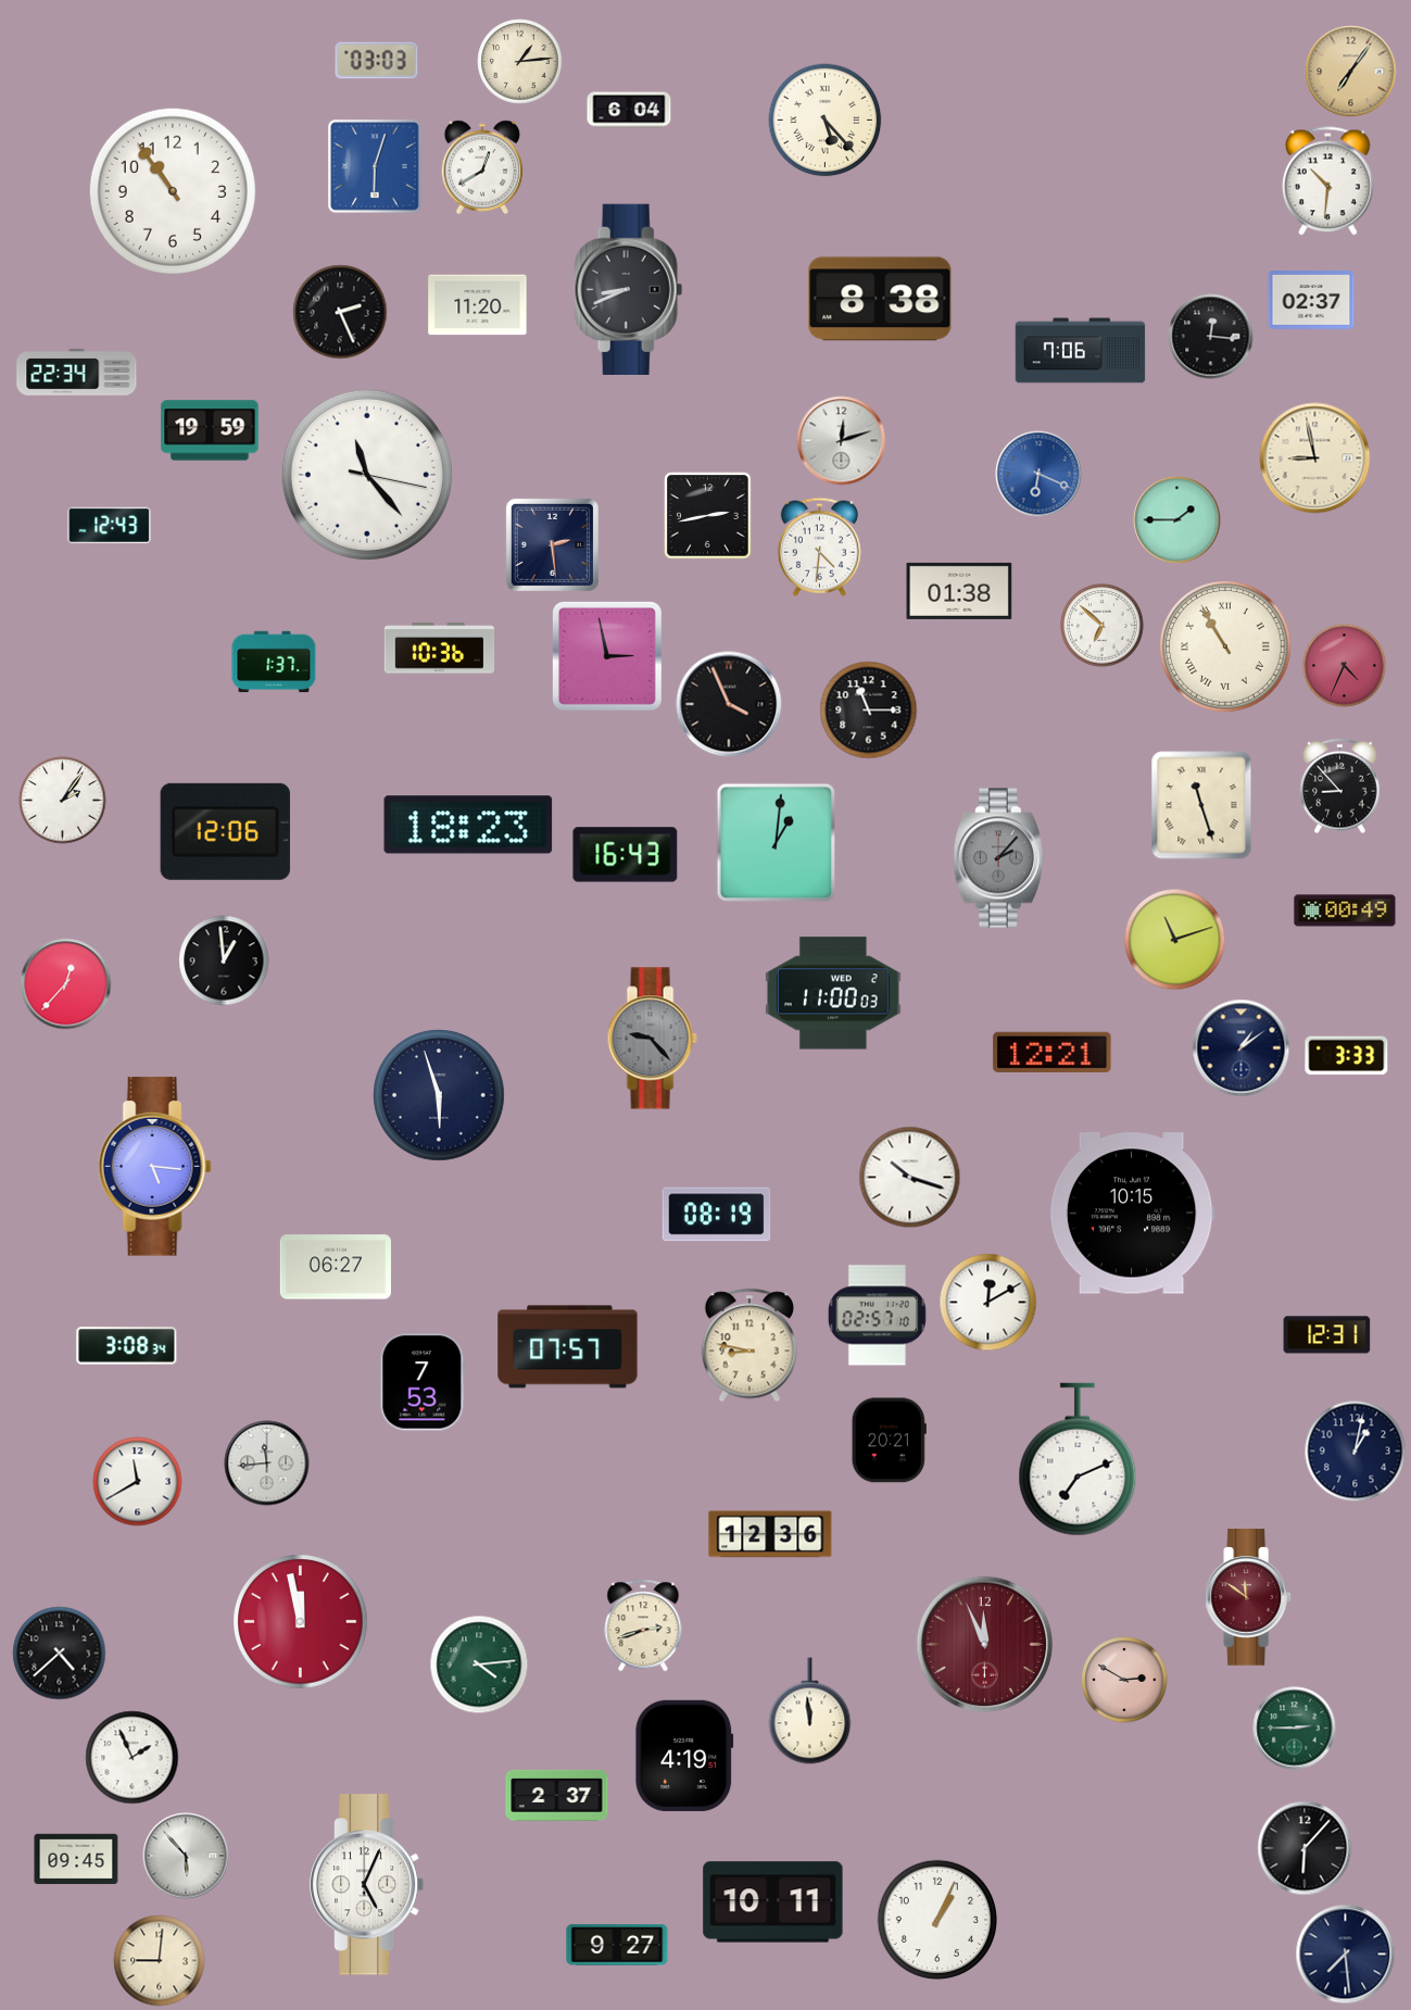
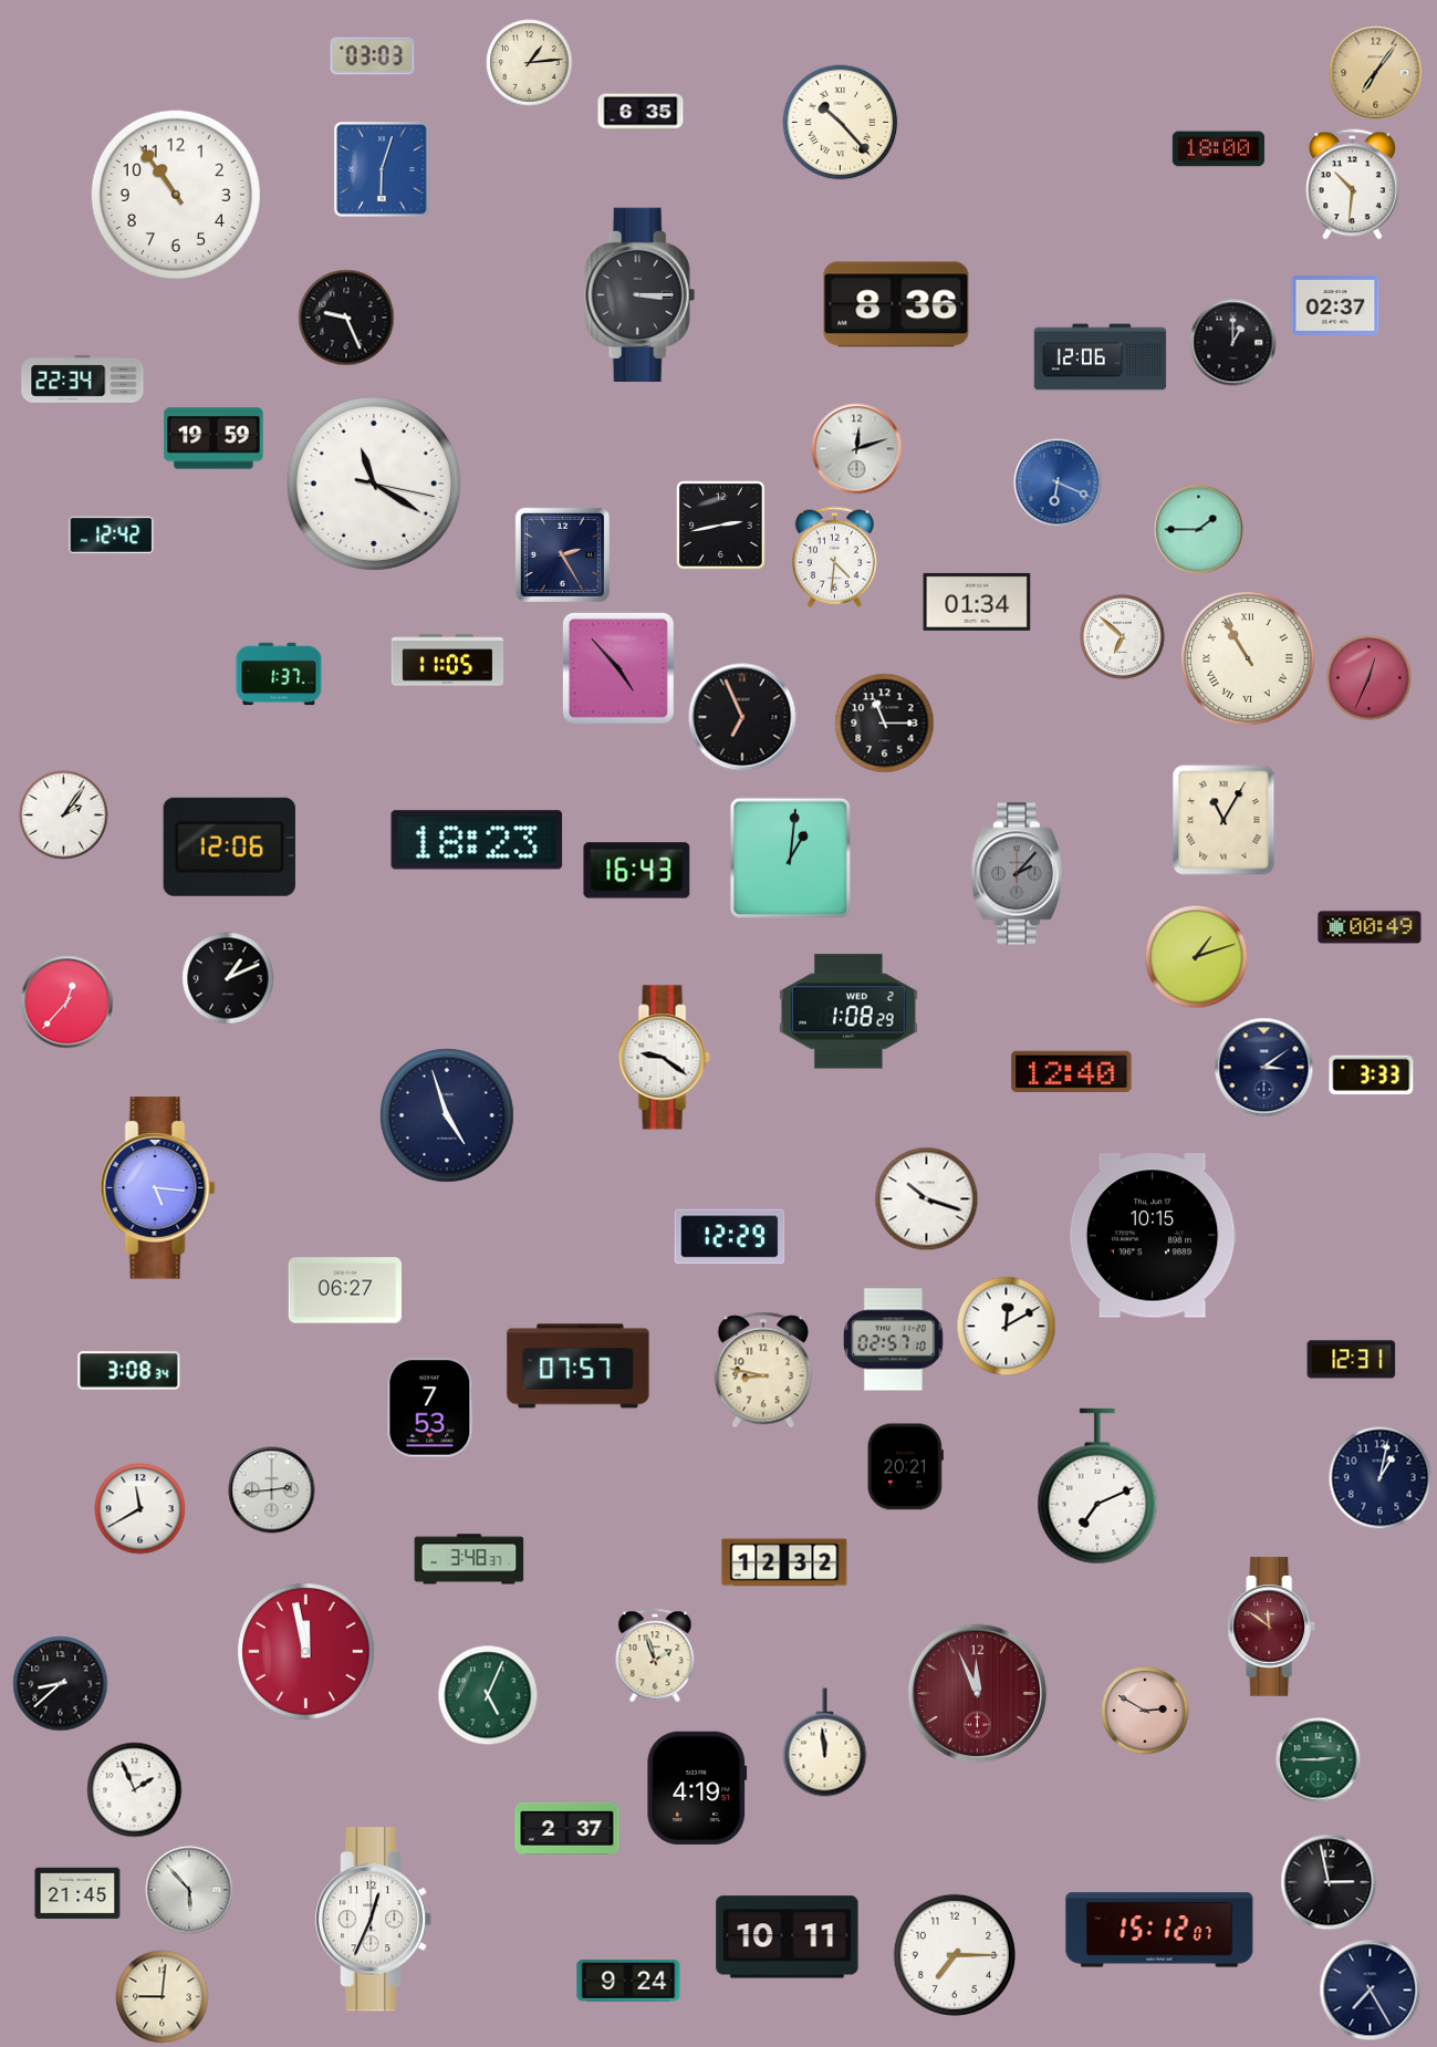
clock at (377, 61) position: (377, 61) -> (373, 56)
clock at (629, 110): 6:04 -> 6:35
clock at (826, 121): 5:23 -> 10:23
clock at (1218, 149): none -> 18:00
clock at (482, 167): 12:40 -> none
clock at (629, 289): 8:41 -> 3:15
clock at (880, 299): 8:38 -> 8:36
clock at (478, 305): 11:20 -> none
clock at (340, 312): 2:26 -> 9:26
clock at (1211, 337): 12:16 -> 1:00
clock at (1081, 351): 7:06 -> 12:06
clock at (77, 372) position: (77, 372) -> (83, 378)
clock at (1315, 458): 8:58 -> none
clock at (367, 475): 11:23 -> 11:20
clock at (110, 525): 12:43 -> 12:42
clock at (552, 544): 2:29 -> 2:25
clock at (959, 591): 01:38 -> 01:34
clock at (440, 649): 10:36 -> 11:05
clock at (607, 656): 2:58 -> 4:53
clock at (1345, 666): 4:34 -> 12:34
clock at (729, 704): 3:56 -> 6:56
clock at (1340, 787): 8:53 -> none
clock at (1201, 805): 11:27 -> 11:05
clock at (1175, 940): 11:12 -> 1:12
clock at (224, 960): 12:59 -> 1:11
clock at (834, 993): 11:00 -> 1:08
clock at (652, 1039): 9:23 -> 9:21
clock at (652, 1039) dial: grey -> white
clock at (1242, 1048): 1:09 -> 3:09
clock at (1053, 1052): 12:21 -> 12:40
clock at (440, 1096): 5:57 -> 4:57
clock at (717, 1215): 08:19 -> 12:29
clock at (336, 1267) position: (336, 1267) -> (345, 1290)
clock at (568, 1347) position: (568, 1347) -> (579, 1367)
clock at (267, 1463): 11:44 -> 2:44
clock at (469, 1559): none -> 3:48
clock at (770, 1534): 12:36 -> 12:32
clock at (643, 1625): 2:42 -> 1:57
clock at (985, 1645) position: (985, 1645) -> (978, 1694)
clock at (60, 1654): 4:38 -> 8:38
clock at (479, 1664): 4:14 -> 5:04
clock at (1305, 1848): 6:07 -> 2:58
clock at (76, 1859): 09:45 -> 21:45
clock at (367, 1885): 5:04 -> 12:34
clock at (1159, 1930): none -> 15:12
clock at (937, 1920): 1:04 -> 7:15
clock at (617, 1946): 9:27 -> 9:24
clock at (1346, 1955): 7:29 -> 7:25
